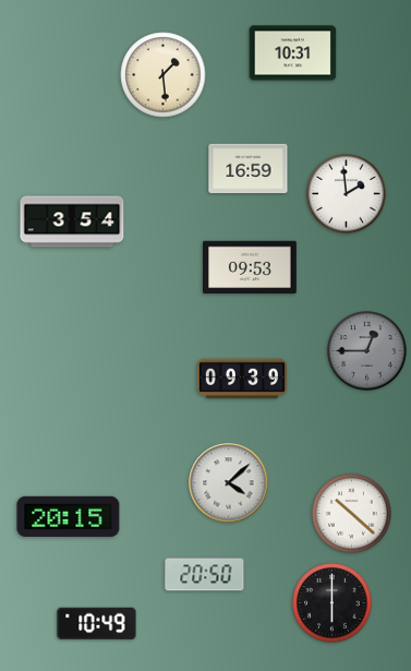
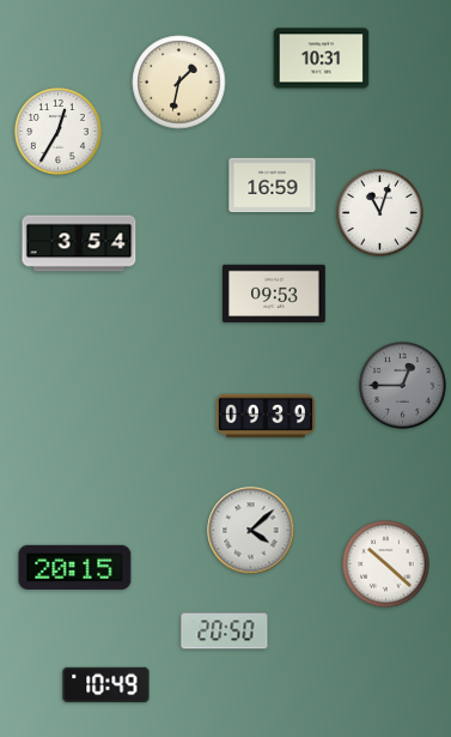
clock at (164, 75): 1:29 -> 1:32
clock at (59, 132): none -> 12:35
clock at (347, 194): 1:59 -> 11:03
clock at (333, 603): 6:00 -> none
